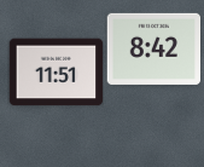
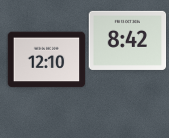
clock at (56, 73): 11:51 -> 12:10
